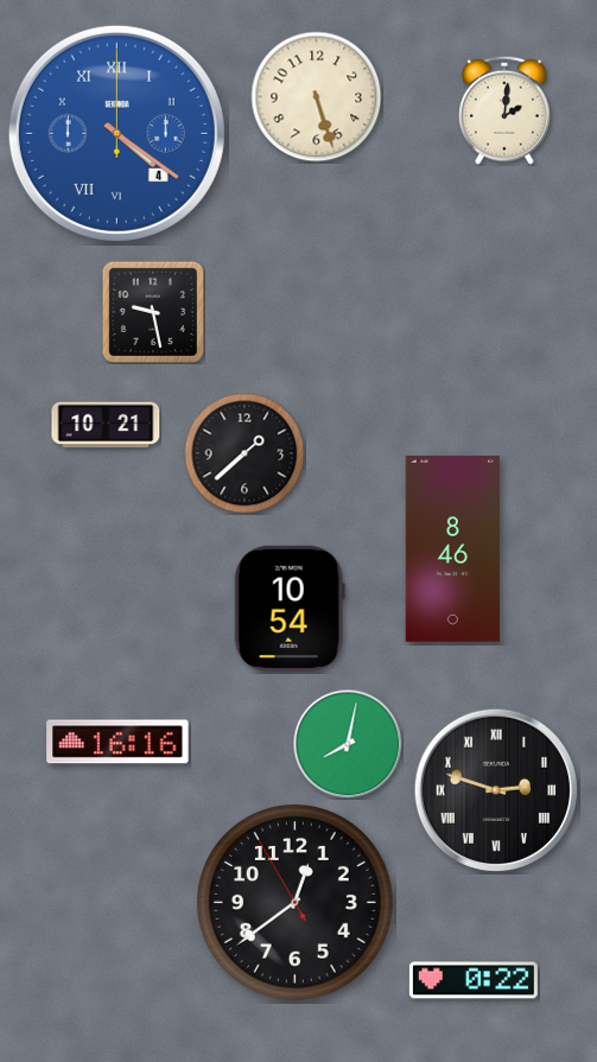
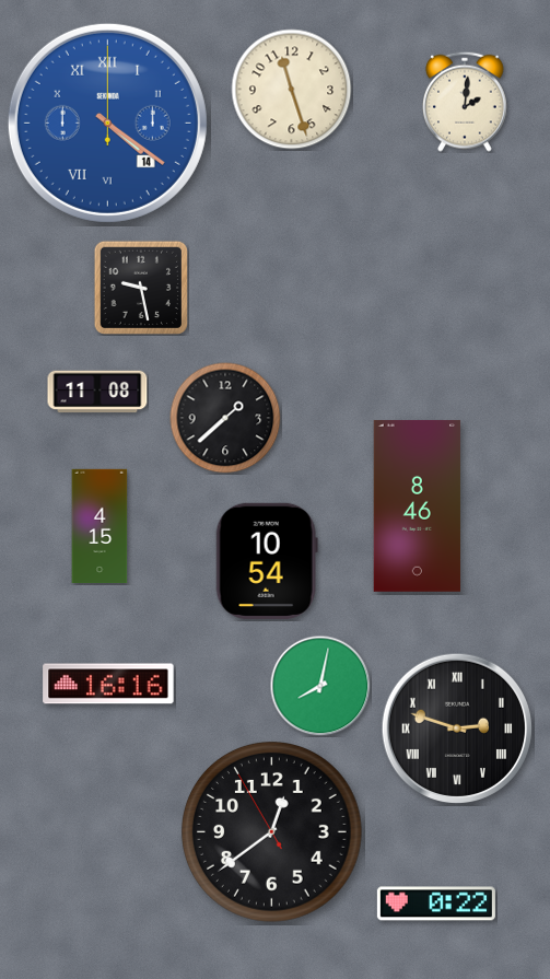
clock at (317, 97): 5:27 -> 11:27
clock at (116, 133) date: 4 -> 14
clock at (106, 425): 10:21 -> 11:08
clock at (100, 526): none -> 4:15
